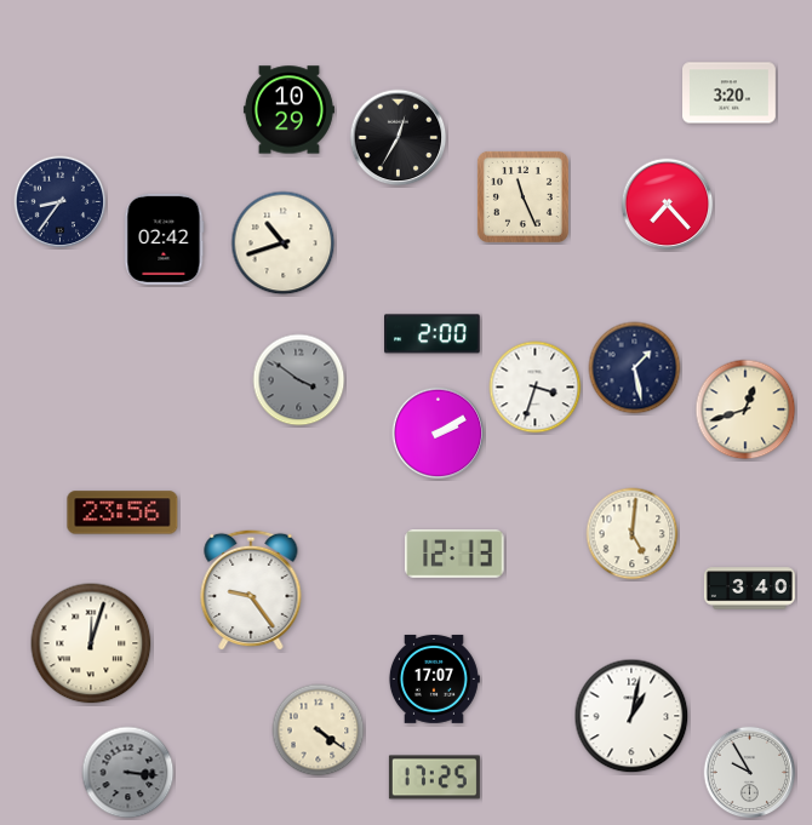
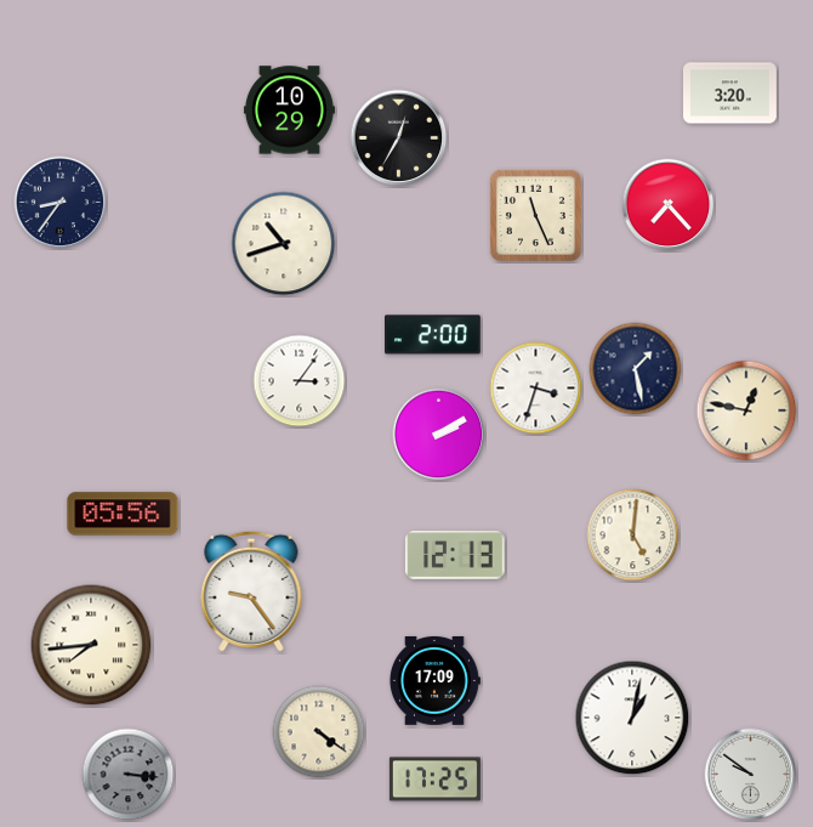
clock at (522, 196) position: (522, 196) -> (535, 215)
clock at (165, 239): 02:42 -> none
clock at (299, 380): 3:51 -> 3:06
clock at (299, 380) dial: grey -> white
clock at (745, 409): 12:42 -> 12:47
clock at (122, 512): 23:56 -> 05:56
clock at (749, 589): 3:40 -> none
clock at (91, 643): 12:03 -> 7:44
clock at (434, 678): 17:07 -> 17:09
clock at (750, 773): 9:55 -> 9:51
